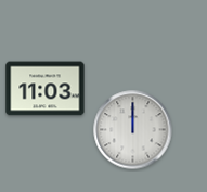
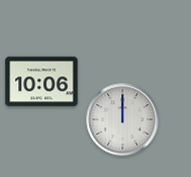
clock at (46, 89): 11:03 -> 10:06
